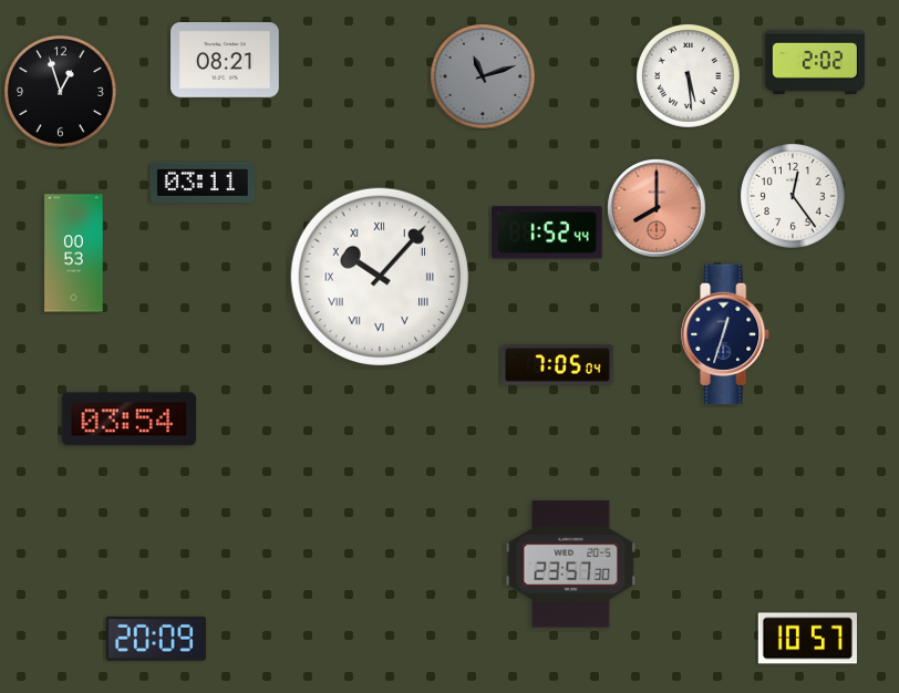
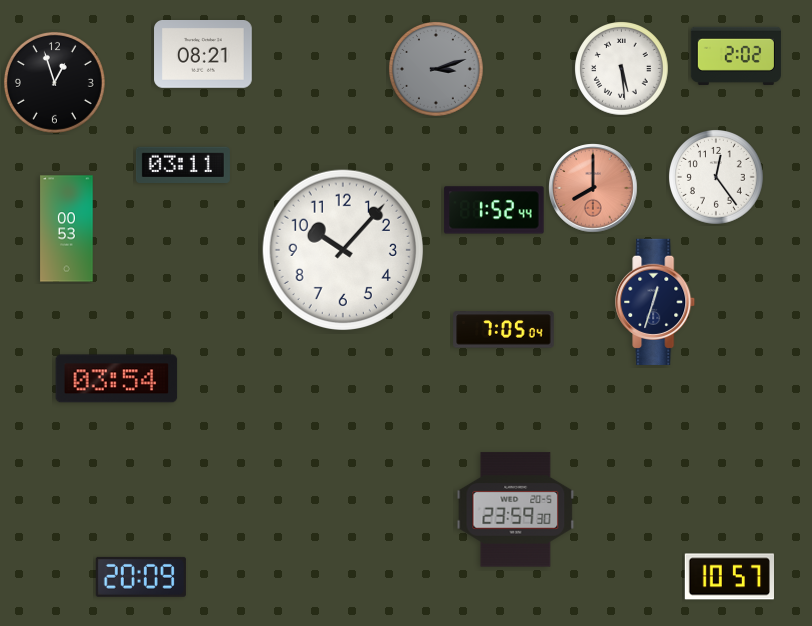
clock at (484, 77): 11:12 -> 3:12
clock at (379, 276) numerals: Roman -> Arabic
clock at (571, 565): 23:57 -> 23:59
